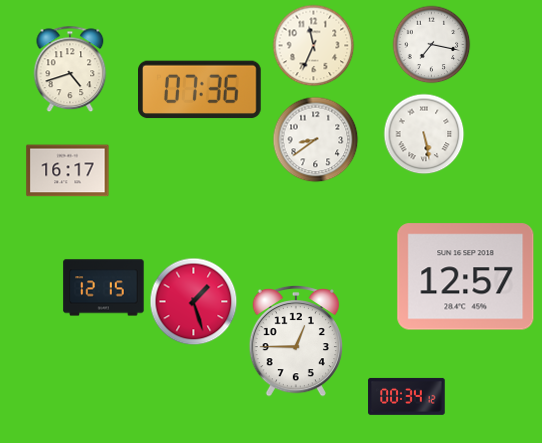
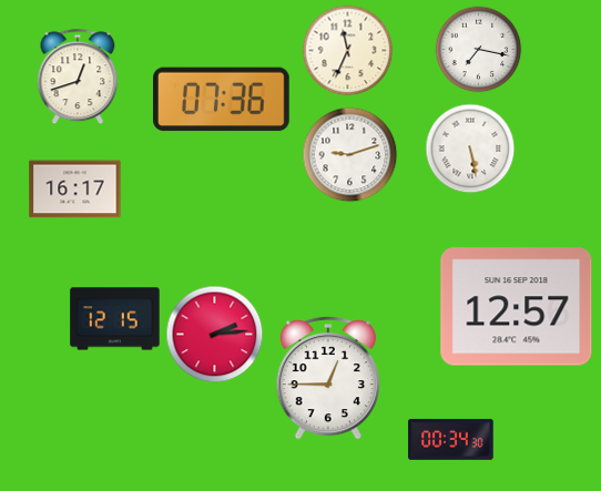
clock at (70, 69): 4:42 -> 12:42
clock at (315, 139): 8:39 -> 9:12
clock at (193, 301): 1:27 -> 2:14
clock at (407, 396): 00:34:12 -> 00:34:30
